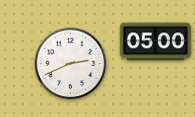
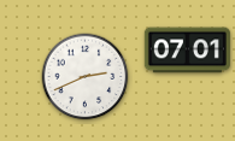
clock at (155, 42): 05:00 -> 07:01
